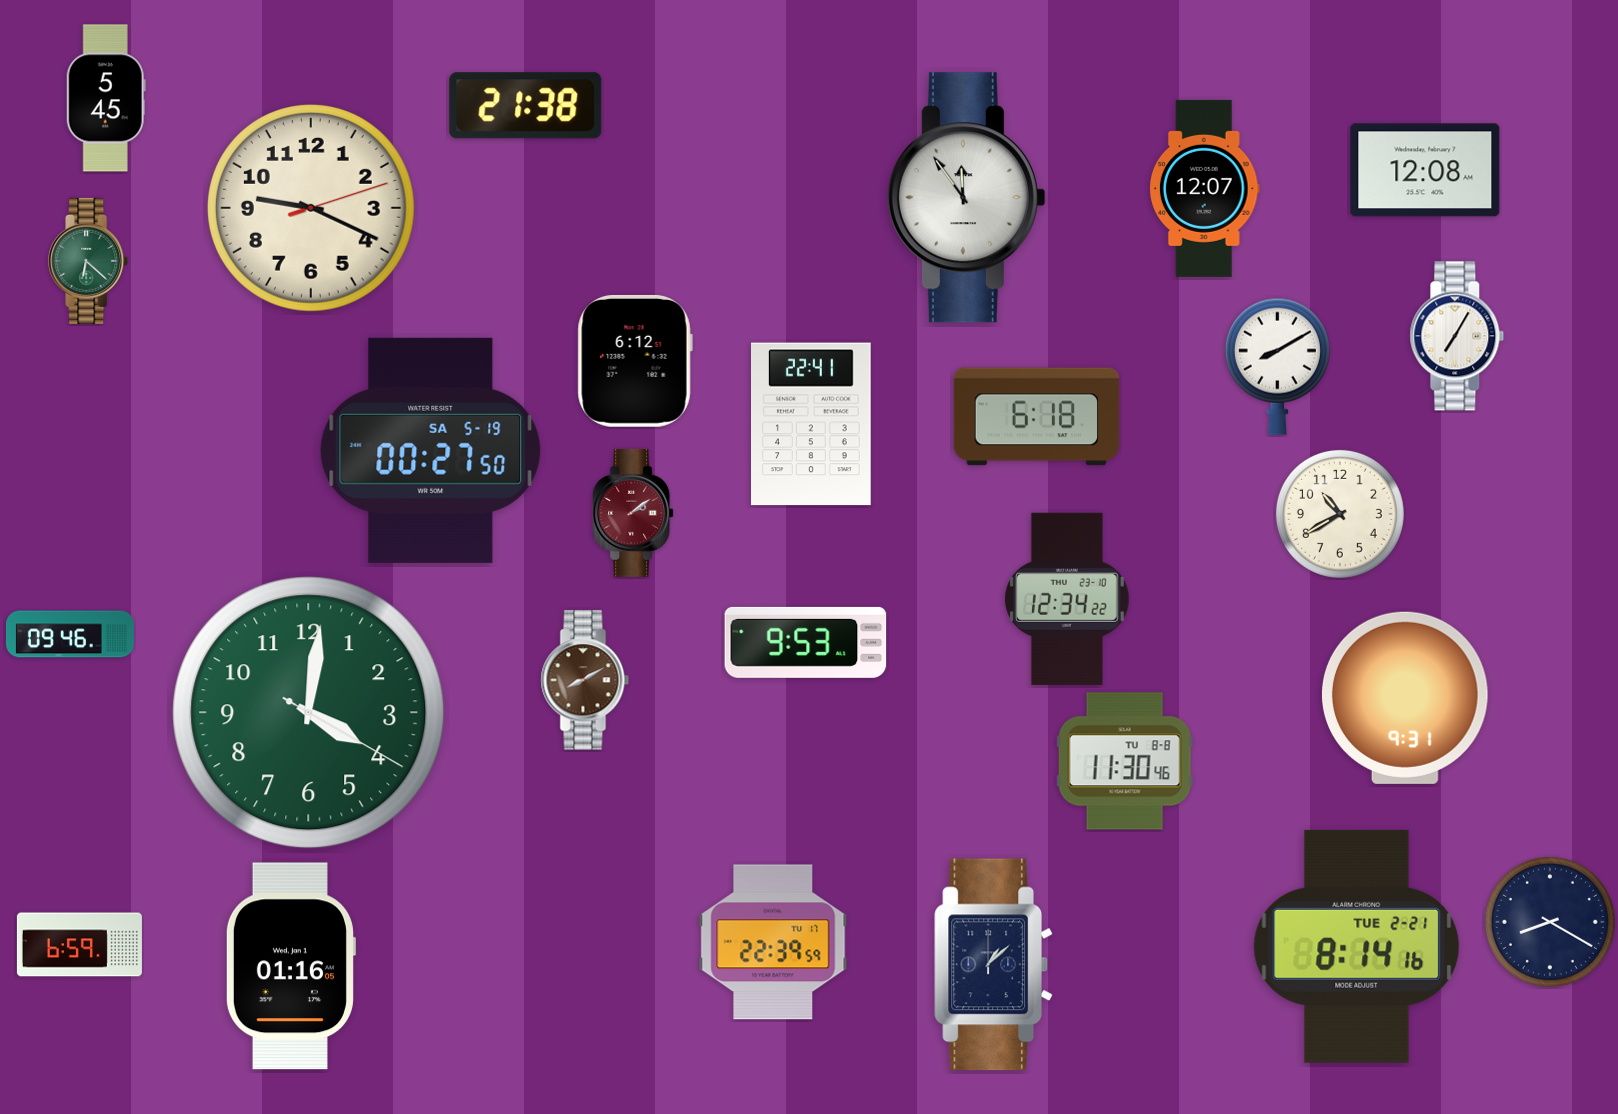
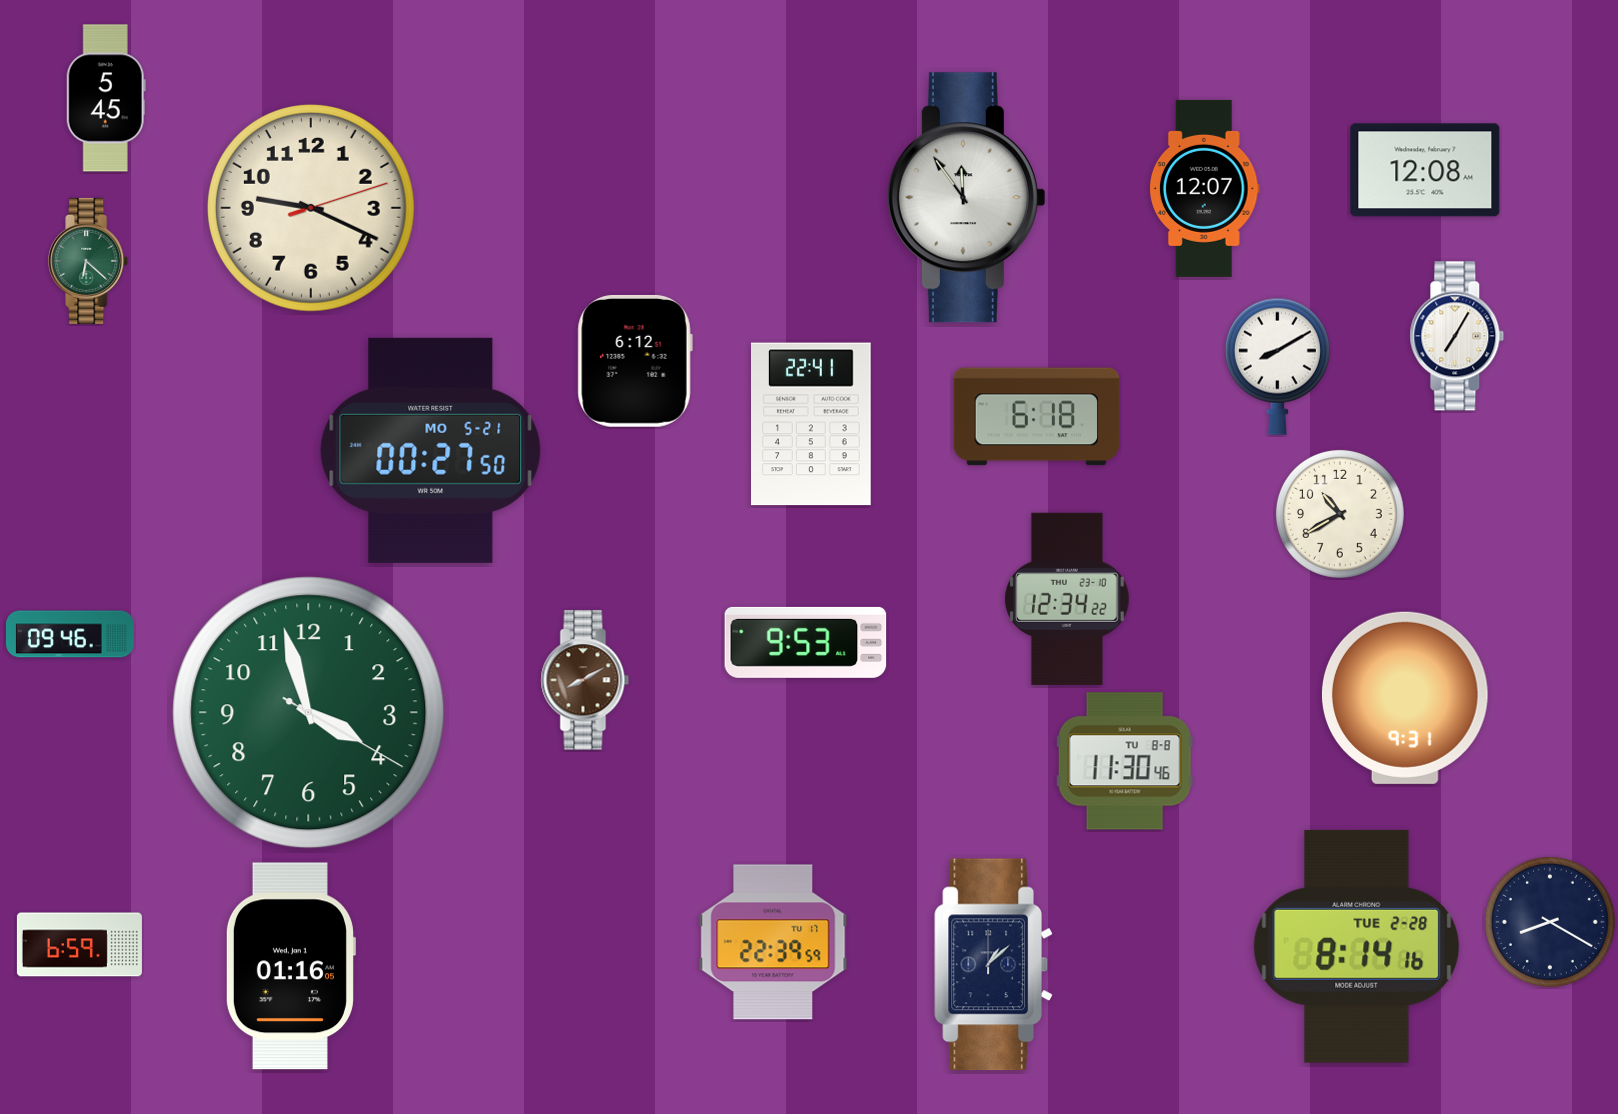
clock at (526, 106): 21:38 -> none
clock at (431, 450) date: SA 5-19 -> MO 5-21
clock at (633, 513): 2:09 -> none
clock at (309, 713): 4:01 -> 3:57
clock at (1357, 946) date: TUE 2-21 -> TUE 2-28
